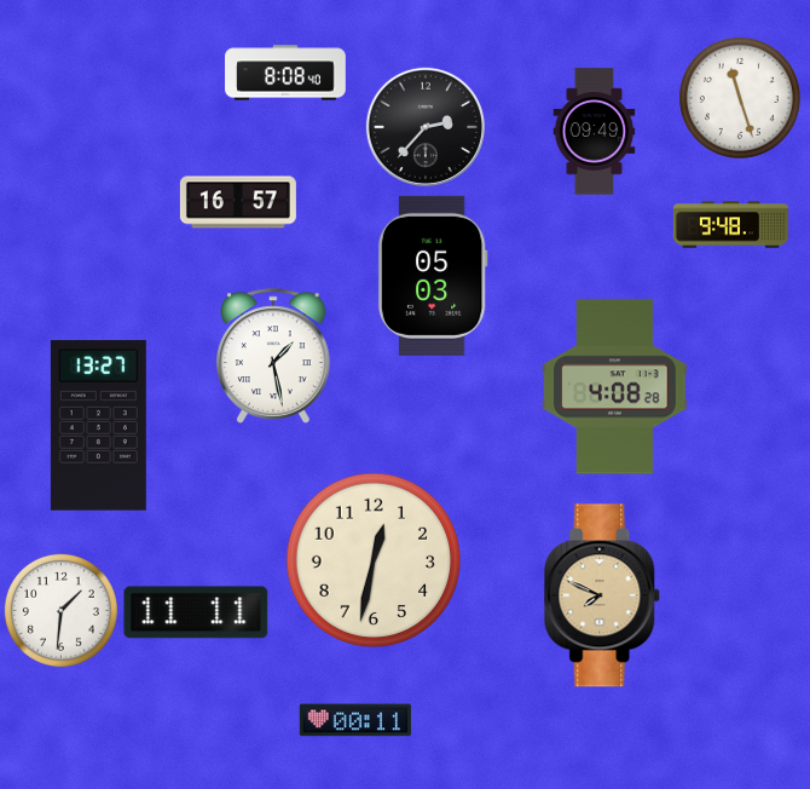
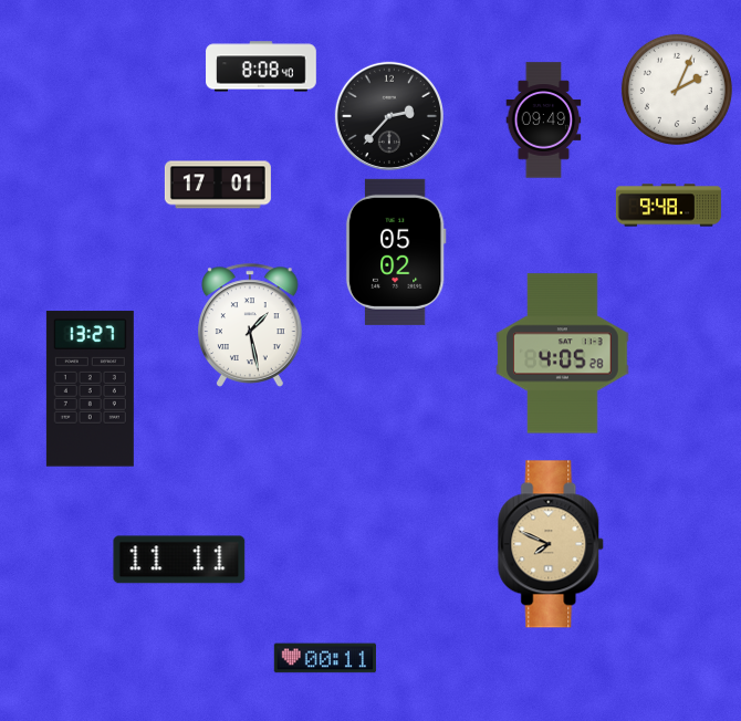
clock at (740, 98): 11:27 -> 2:04
clock at (238, 202): 16:57 -> 17:01
clock at (433, 276): 05:03 -> 05:02
clock at (615, 387): 4:08 -> 4:05
clock at (374, 560): 12:32 -> none
clock at (60, 610): 1:31 -> none
